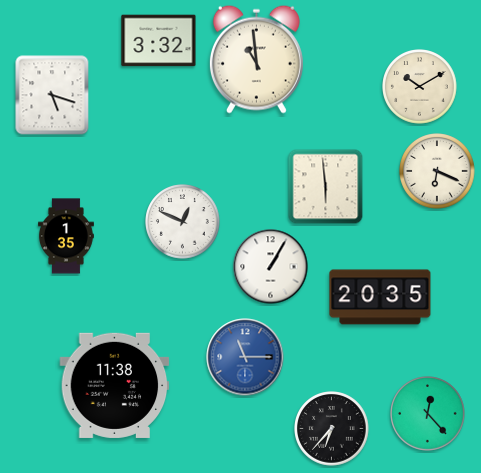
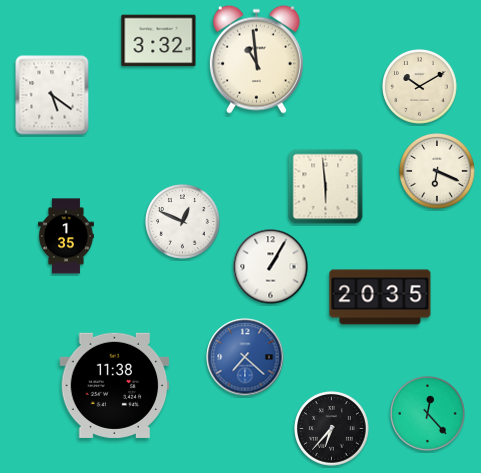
clock at (52, 95): 5:18 -> 5:21
clock at (245, 357): 11:15 -> 7:22
